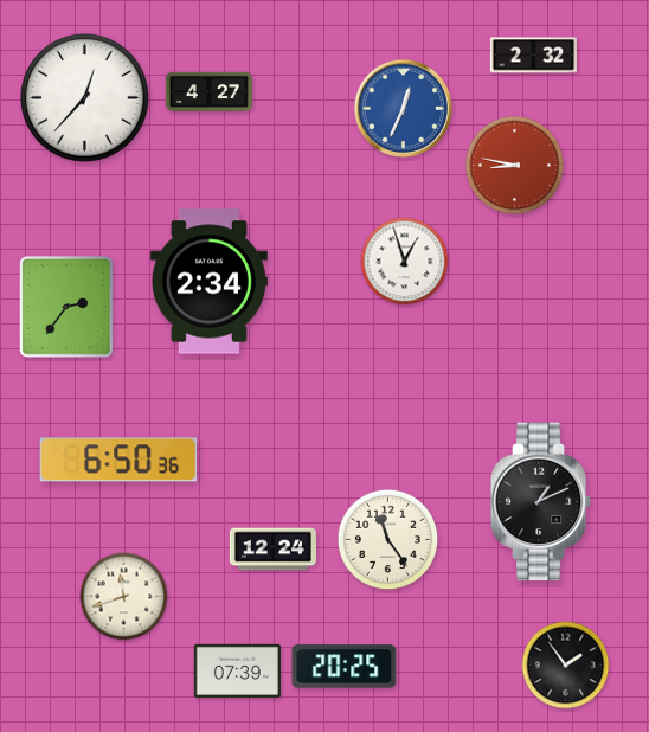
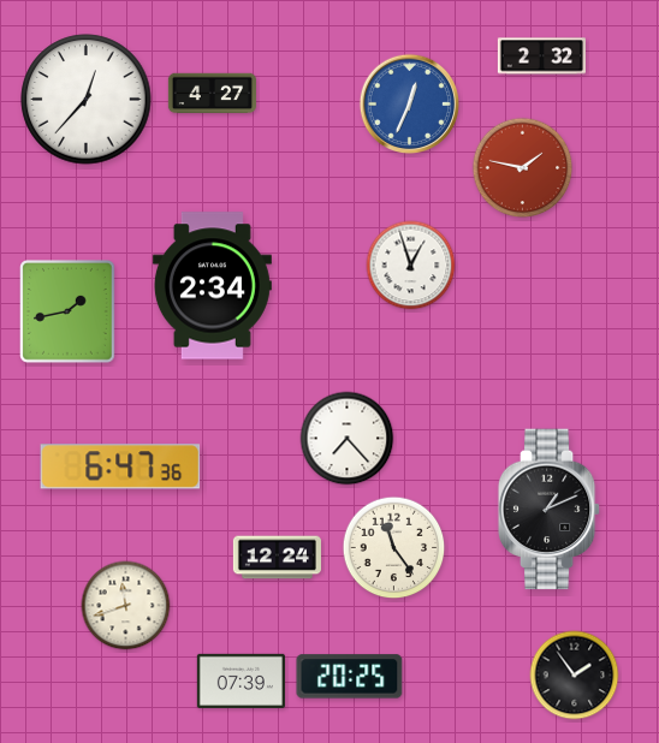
clock at (404, 108) position: (404, 108) -> (410, 103)
clock at (515, 166): 8:47 -> 1:47
clock at (68, 308): 2:36 -> 1:43
clock at (348, 439): none -> 7:23
clock at (118, 460): 6:50 -> 6:47
